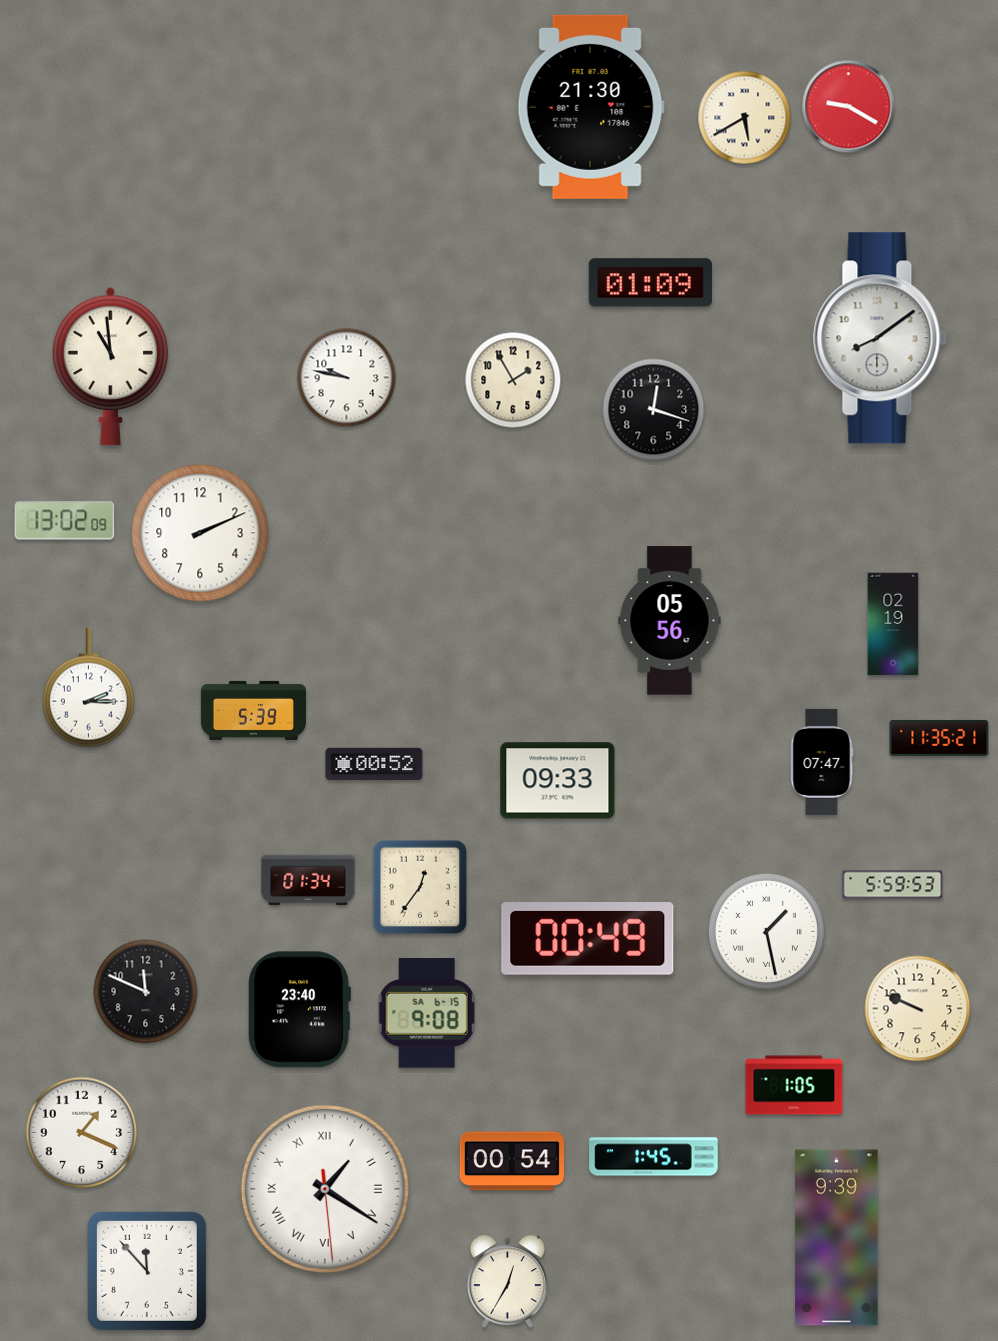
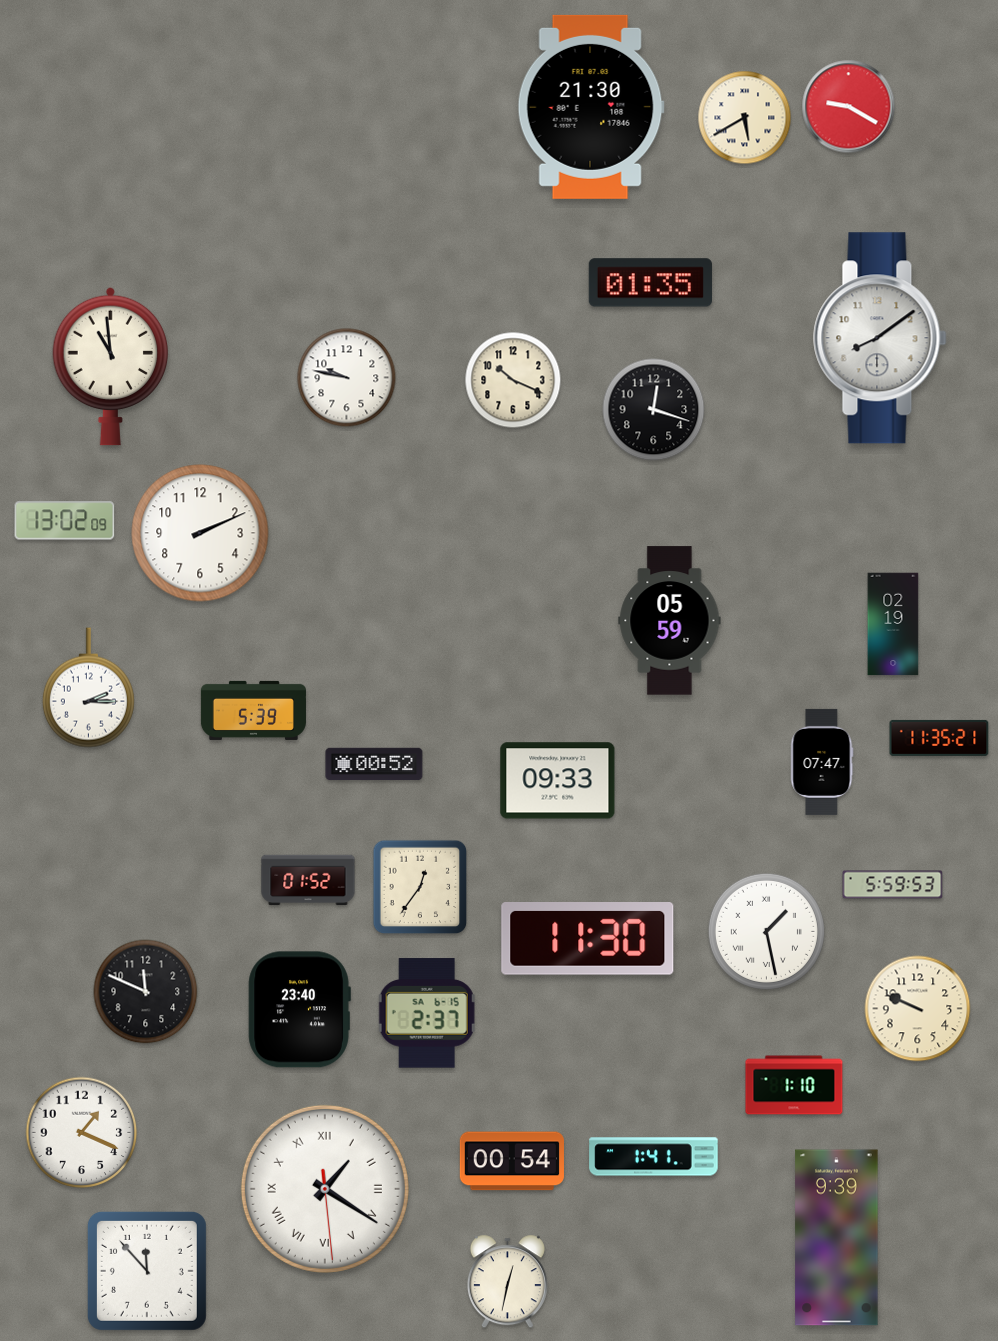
clock at (650, 283): 01:09 -> 01:35
clock at (513, 380): 1:55 -> 10:19
clock at (670, 621): 05:56 -> 05:59
clock at (308, 880): 01:34 -> 01:52
clock at (588, 939): 00:49 -> 11:30
clock at (427, 1013): 9:08 -> 2:37
clock at (794, 1085): 1:05 -> 1:10
clock at (654, 1157): 1:45 -> 1:41
clock at (507, 1282): 12:35 -> 12:32
